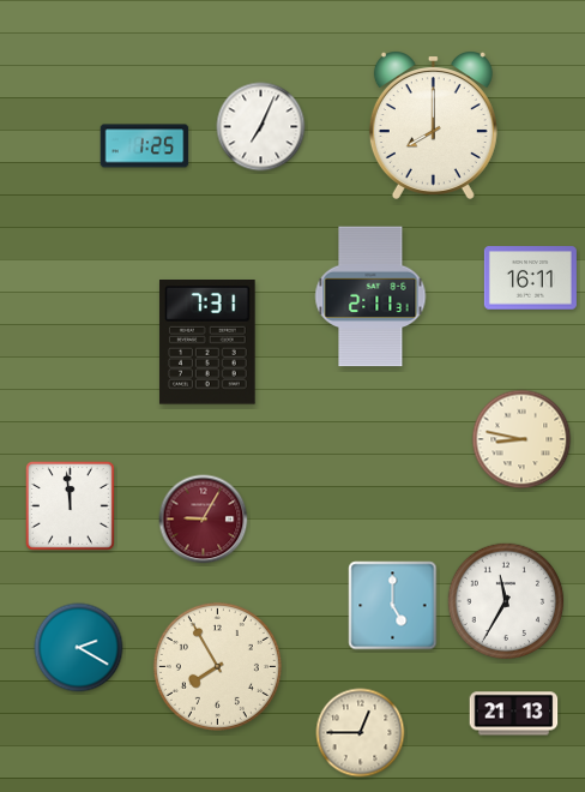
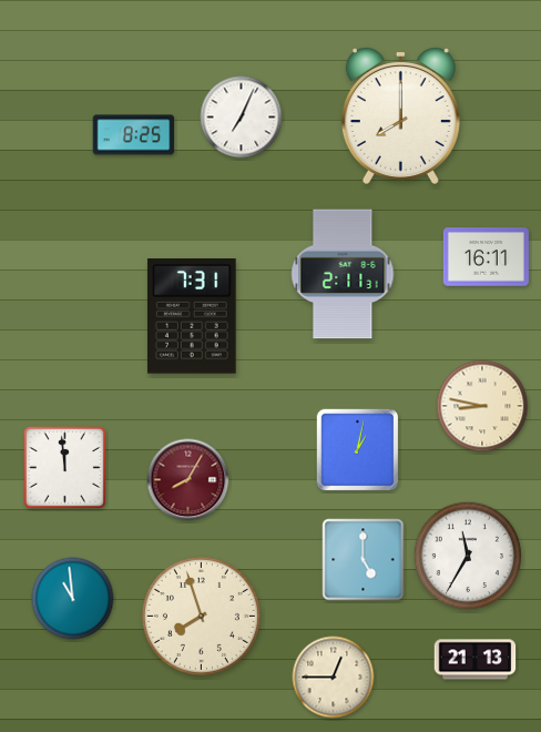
clock at (145, 146): 1:25 -> 8:25
clock at (530, 278) position: (530, 278) -> (486, 257)
clock at (358, 450): none -> 1:02
clock at (204, 520): 9:05 -> 8:05
clock at (79, 648): 2:20 -> 10:59
clock at (217, 666): 7:55 -> 7:57
